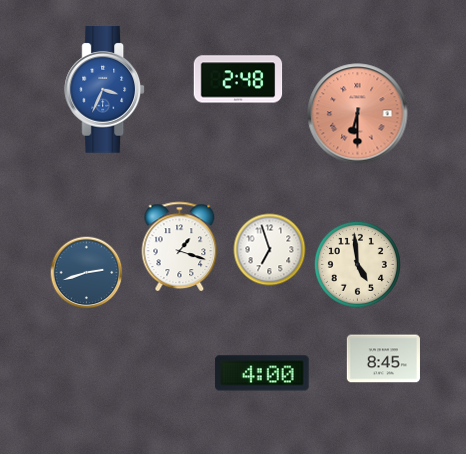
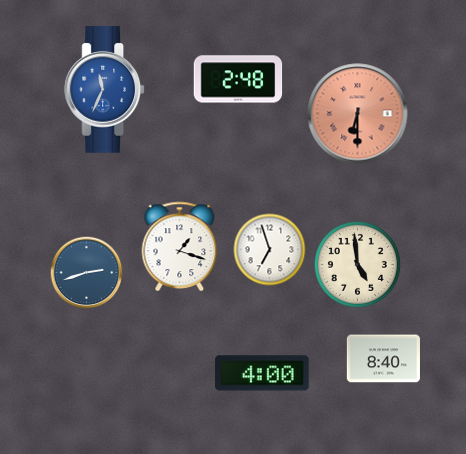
clock at (105, 90): 3:34 -> 11:34
clock at (383, 359): 8:45 -> 8:40
